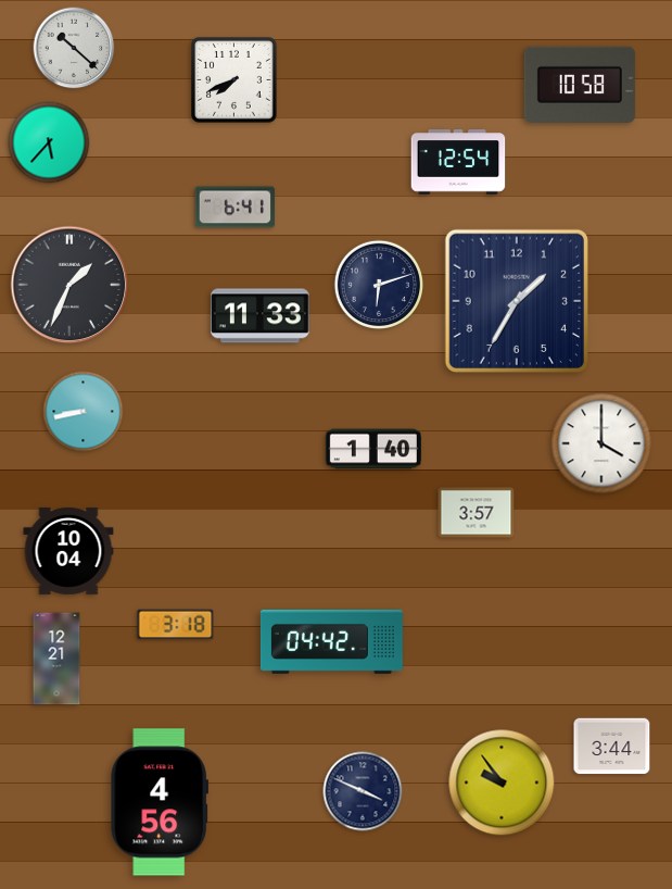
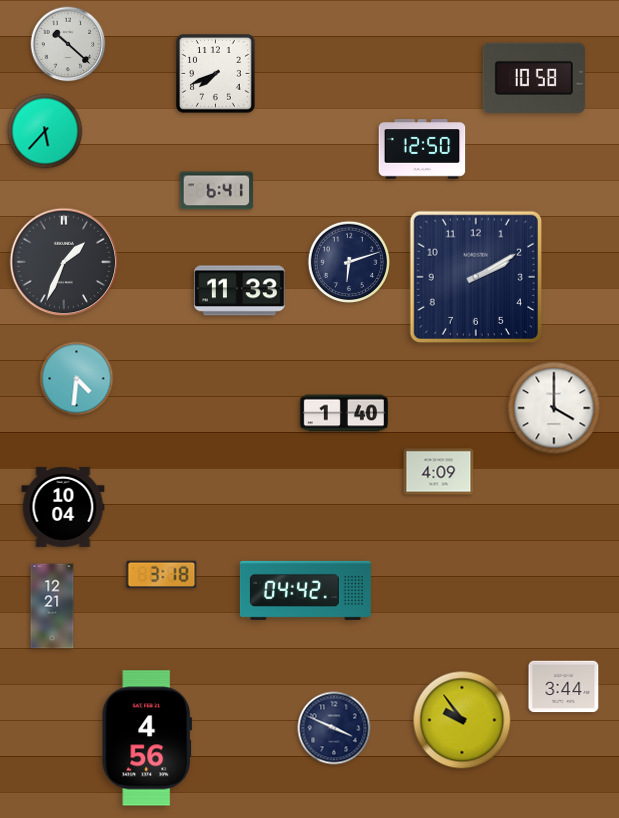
clock at (458, 162): 12:54 -> 12:50
clock at (517, 301): 1:35 -> 2:10
clock at (84, 412): 8:43 -> 4:31
clock at (477, 513): 3:57 -> 4:09
